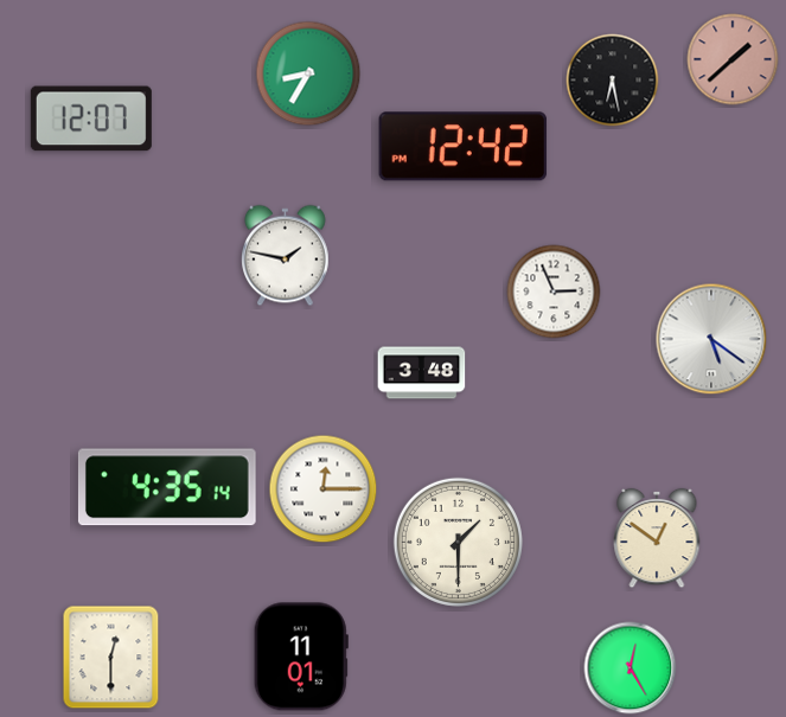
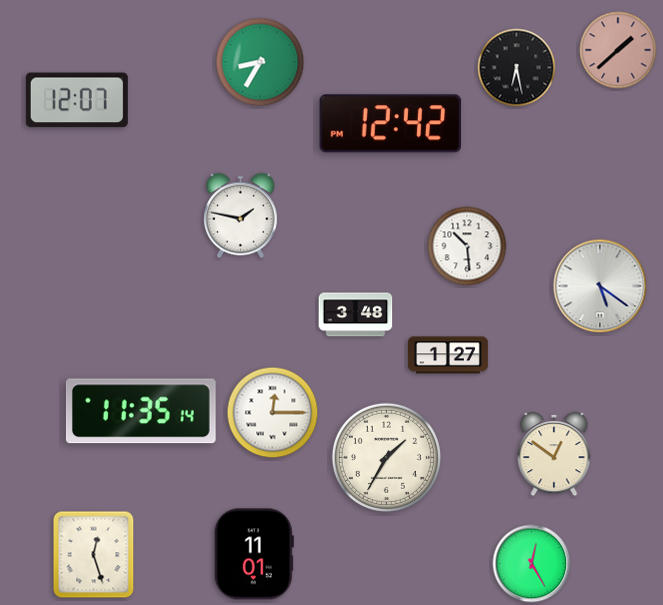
clock at (554, 292): 2:56 -> 10:29
clock at (448, 355): none -> 1:27
clock at (167, 487): 4:35 -> 11:35
clock at (458, 542): 1:30 -> 1:35
clock at (111, 658): 12:30 -> 12:27
